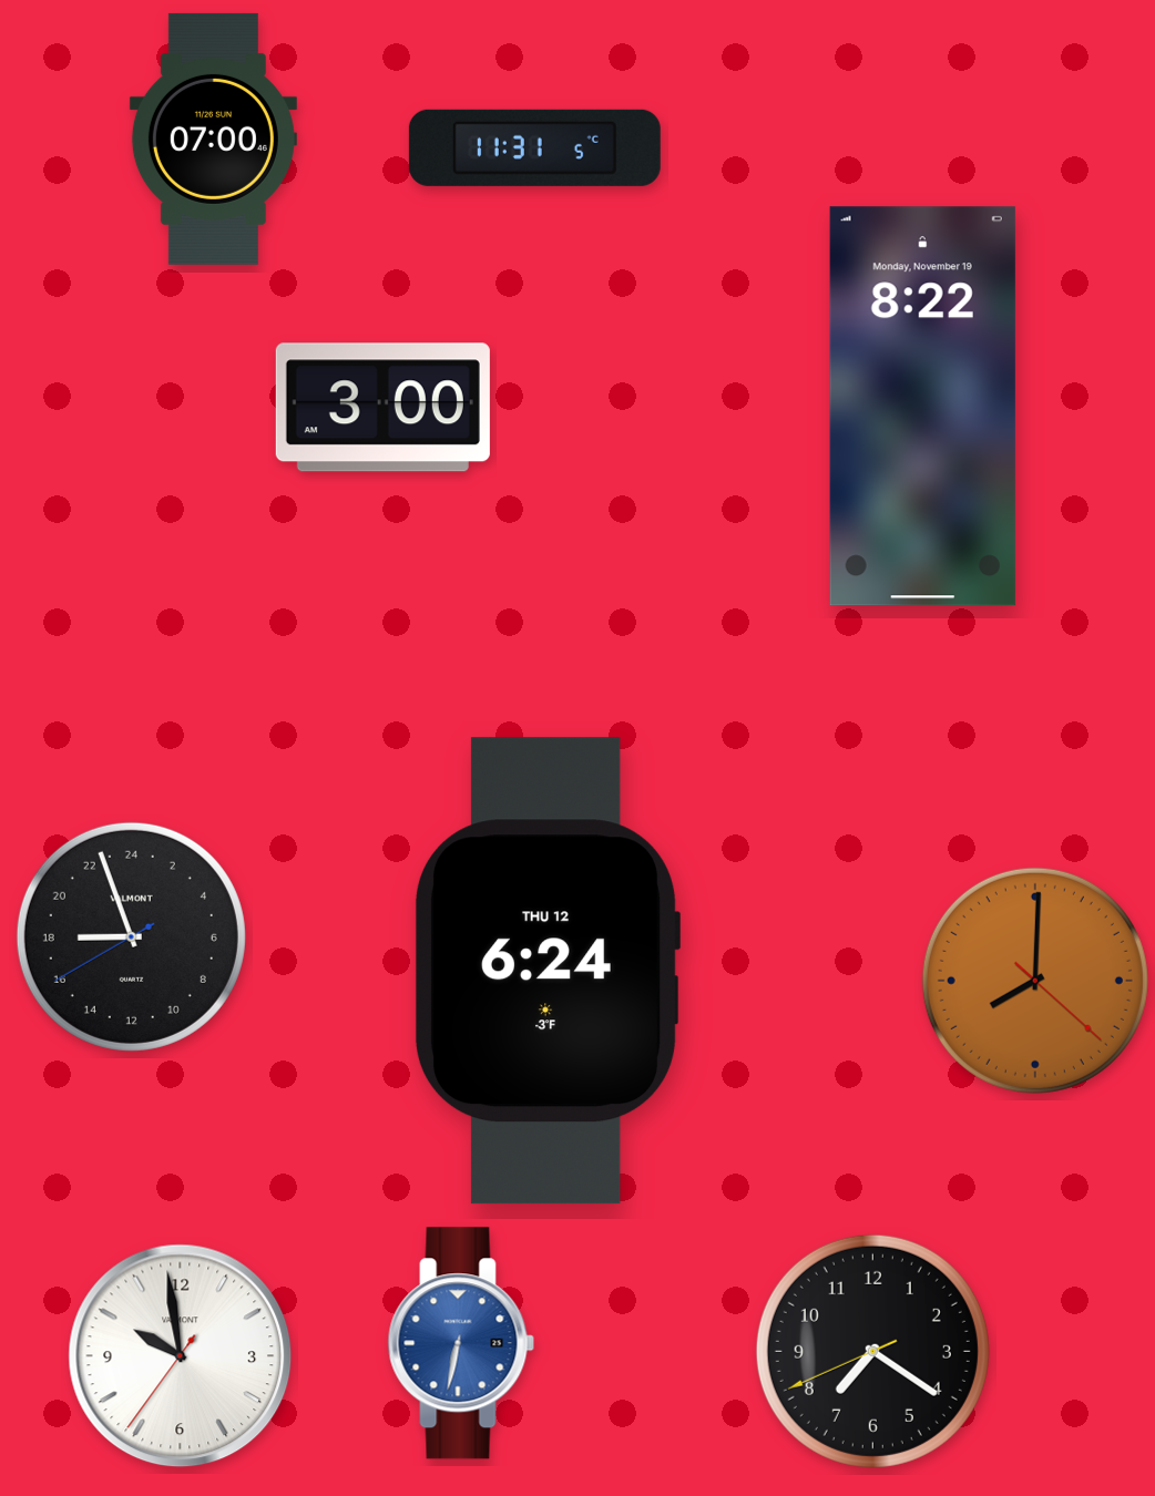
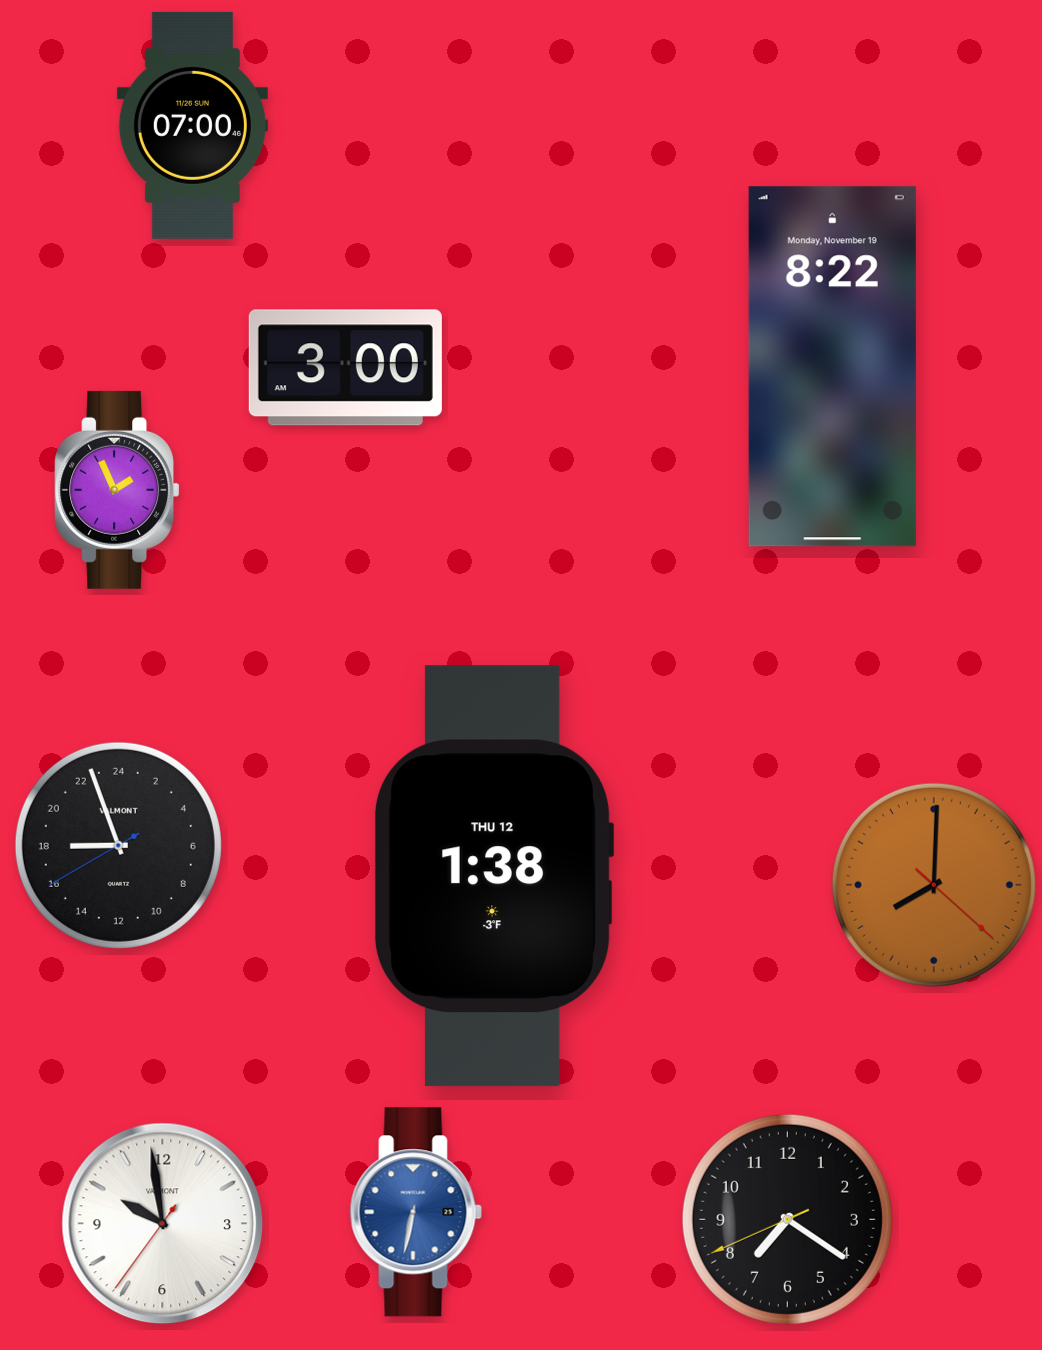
clock at (534, 147): 11:31 -> none
clock at (117, 490): none -> 1:56
clock at (548, 971): 6:24 -> 1:38
